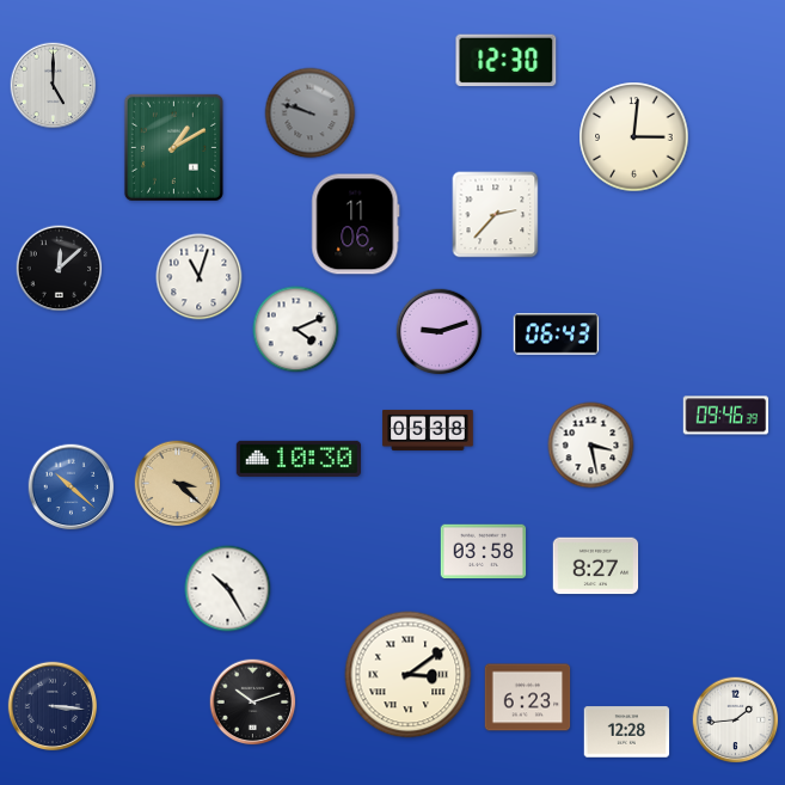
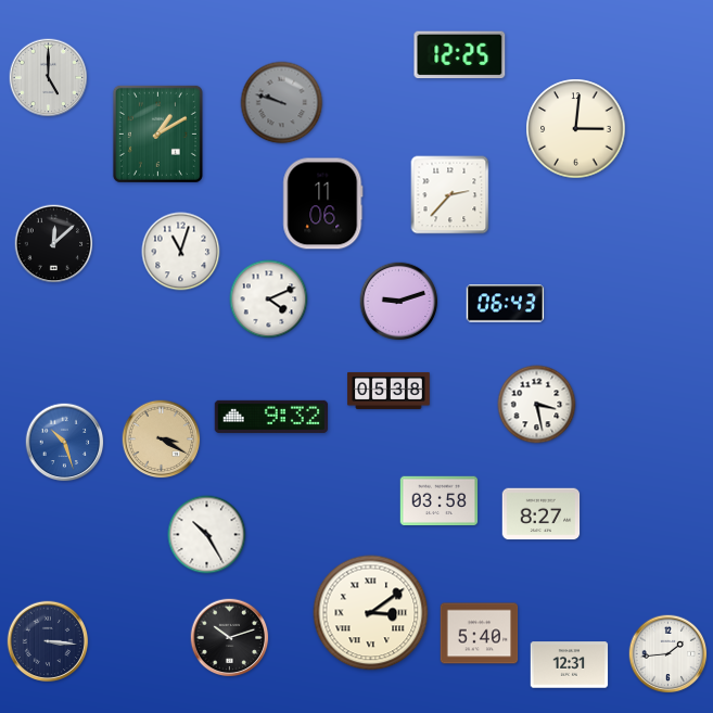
clock at (507, 61): 12:30 -> 12:25
clock at (634, 137) position: (634, 137) -> (576, 129)
clock at (726, 416): 09:46 -> none
clock at (299, 459): 10:30 -> 9:32
clock at (178, 484): 3:22 -> 3:20
clock at (72, 487): 10:22 -> 10:27
clock at (528, 698): 6:23 -> 5:40
clock at (627, 732): 12:28 -> 12:31
